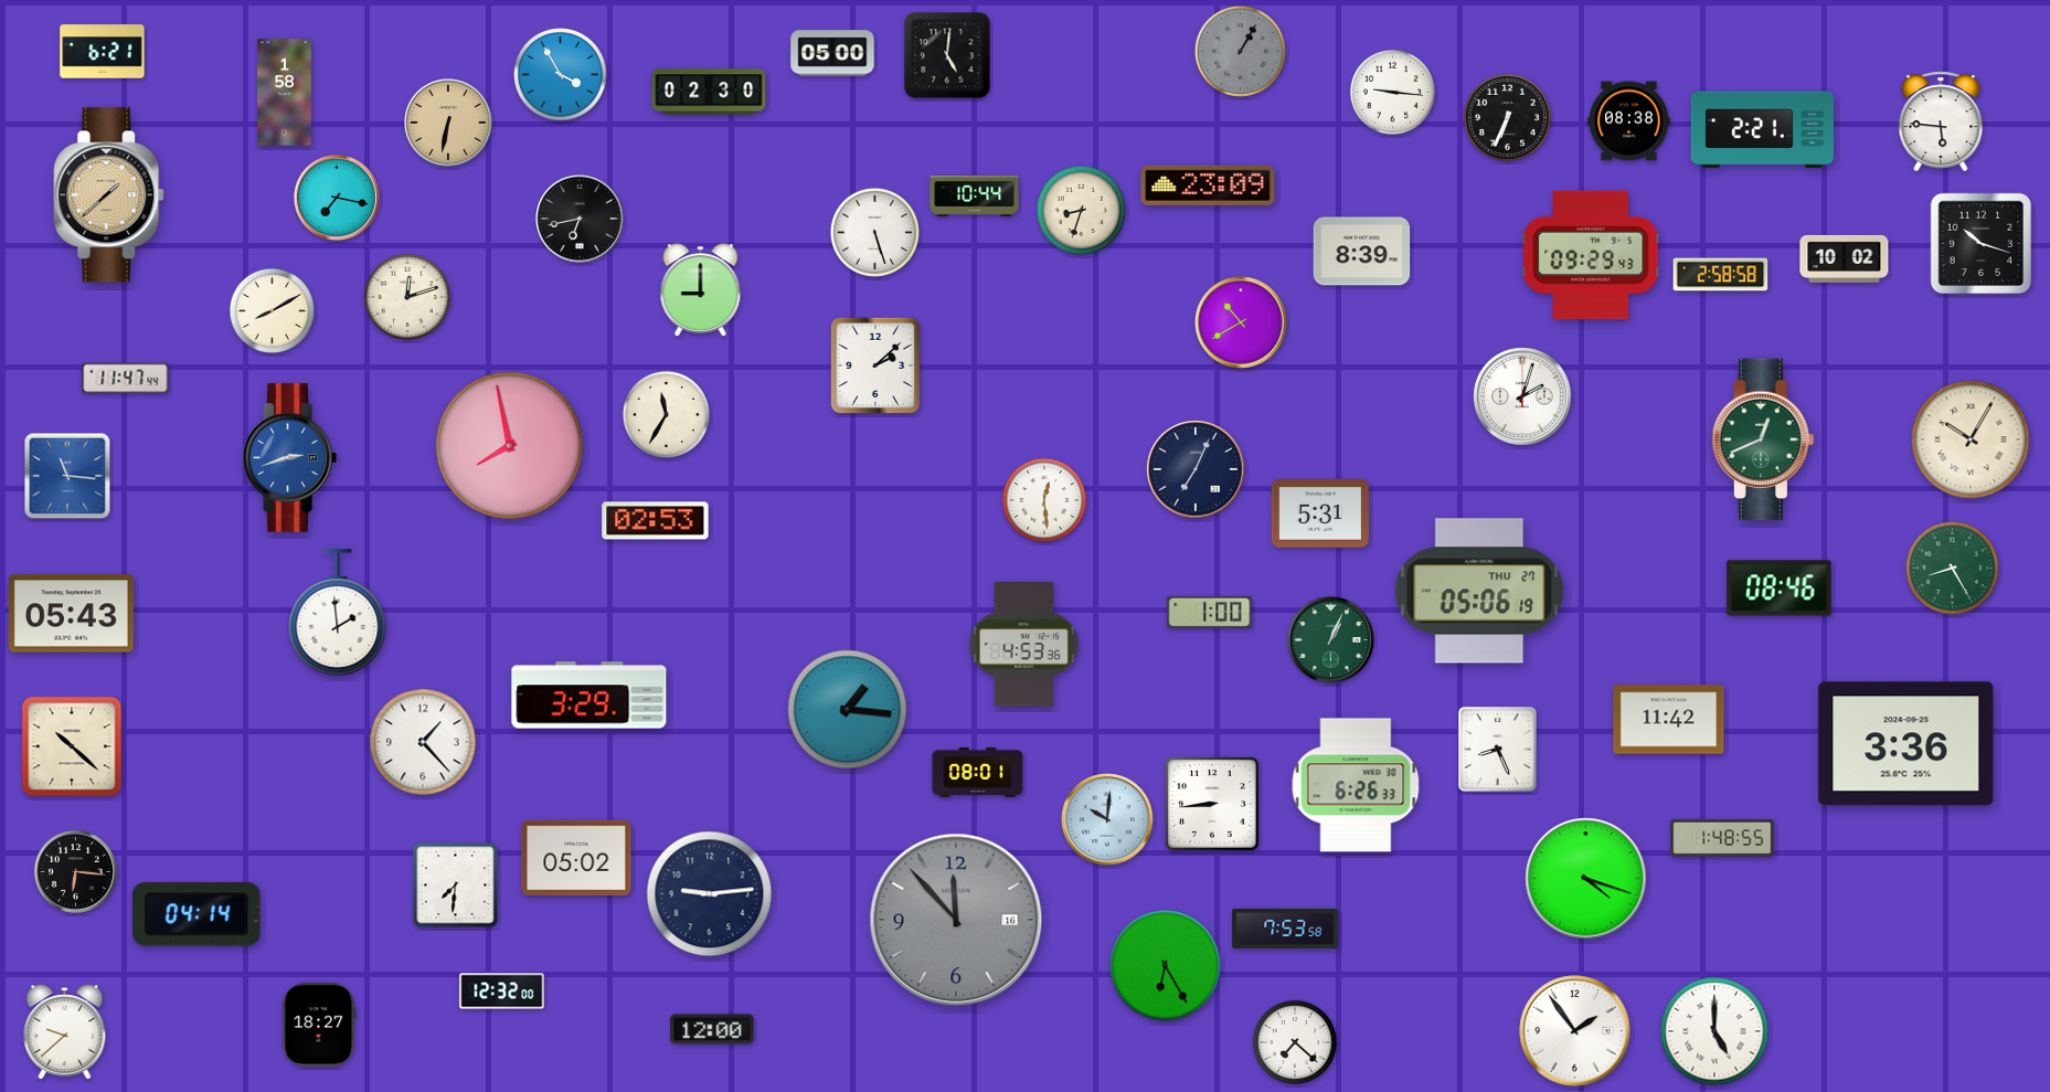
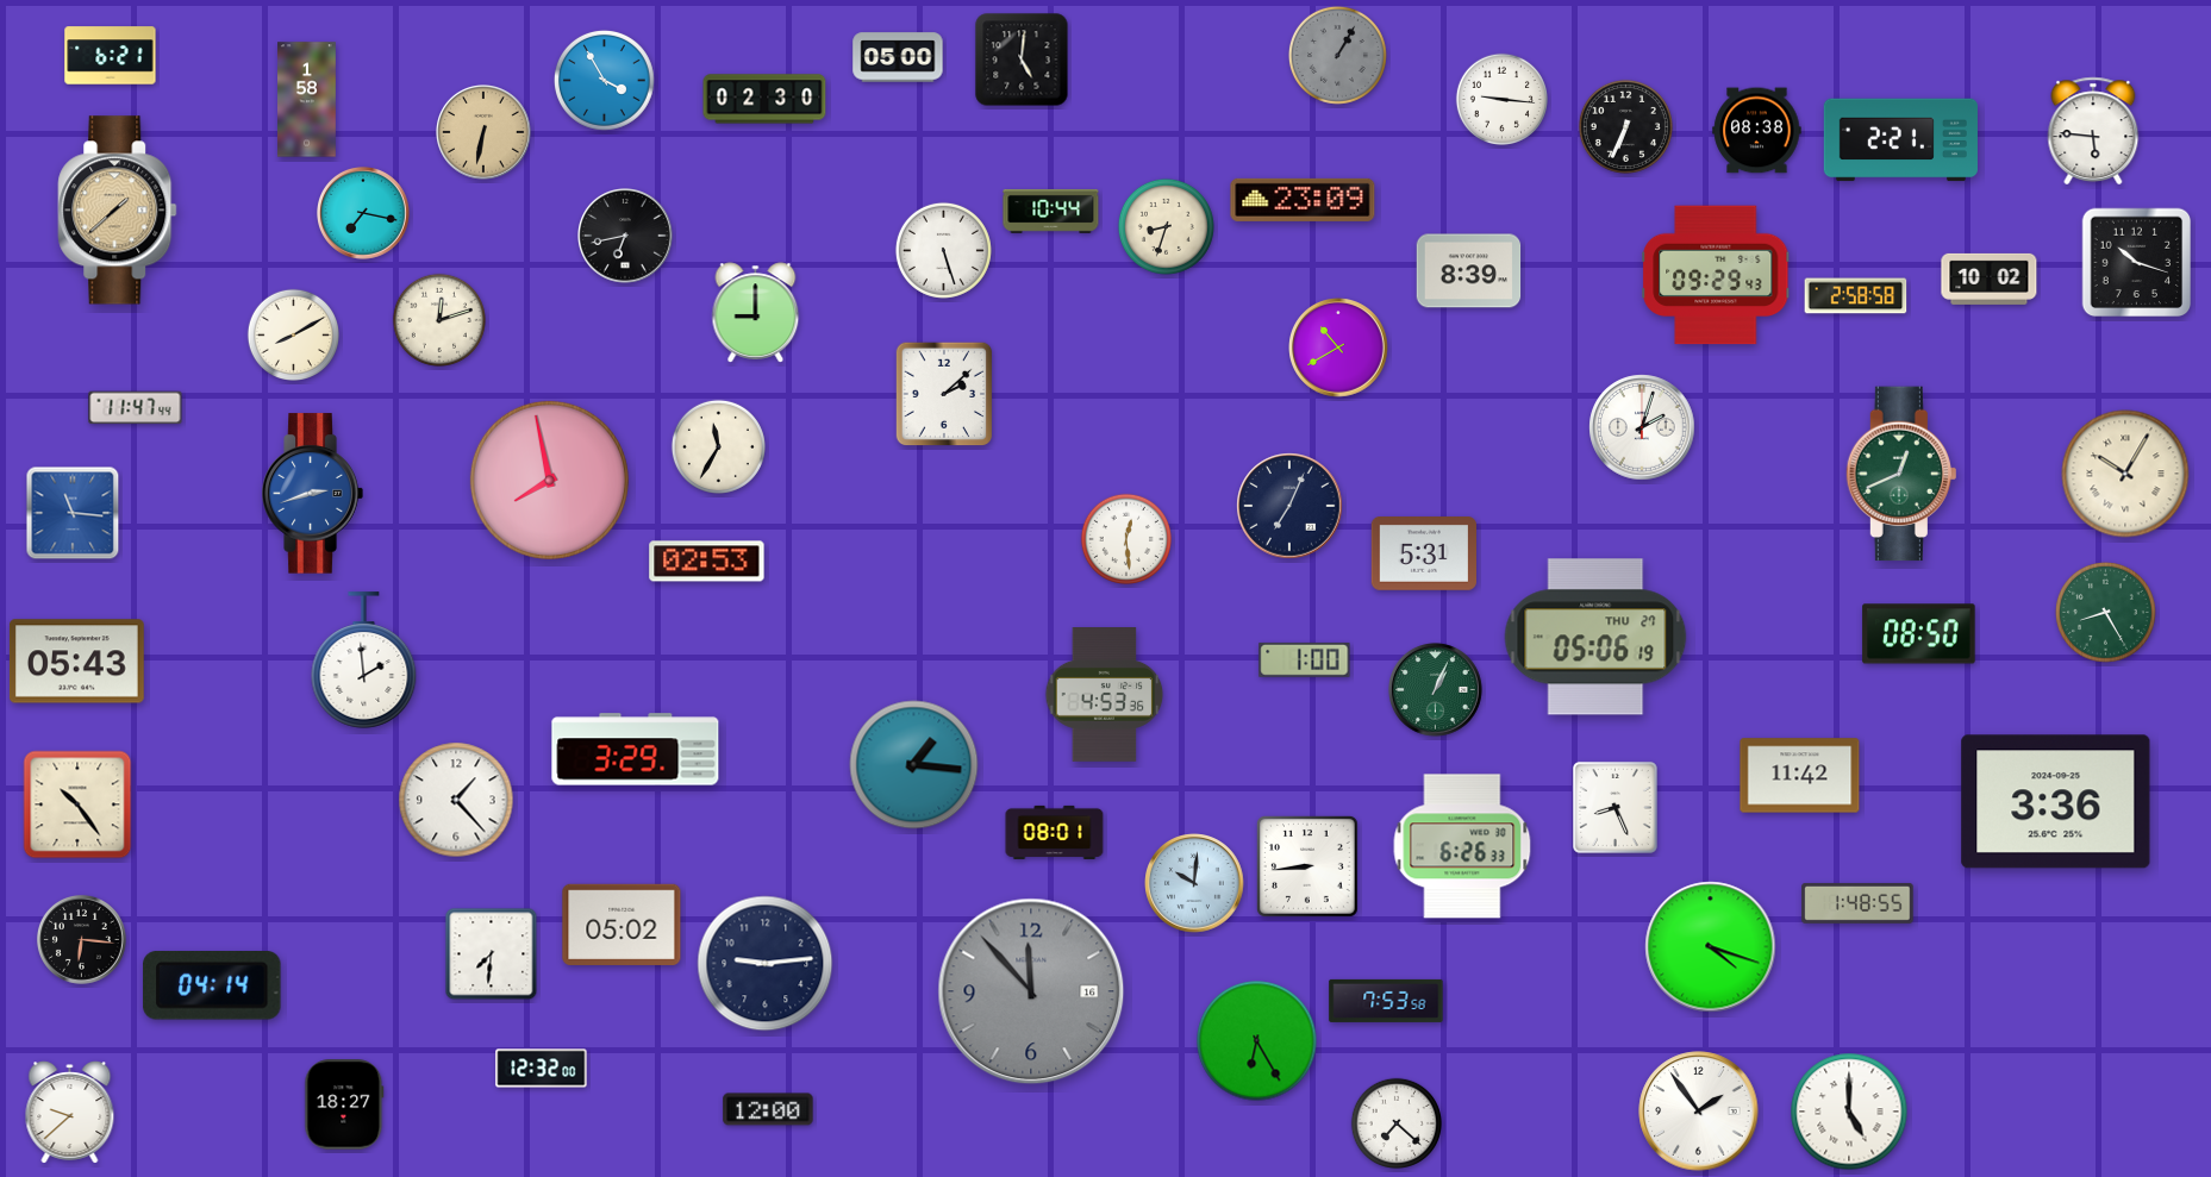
clock at (1780, 589): 08:46 -> 08:50
clock at (72, 746): 10:22 -> 10:24
